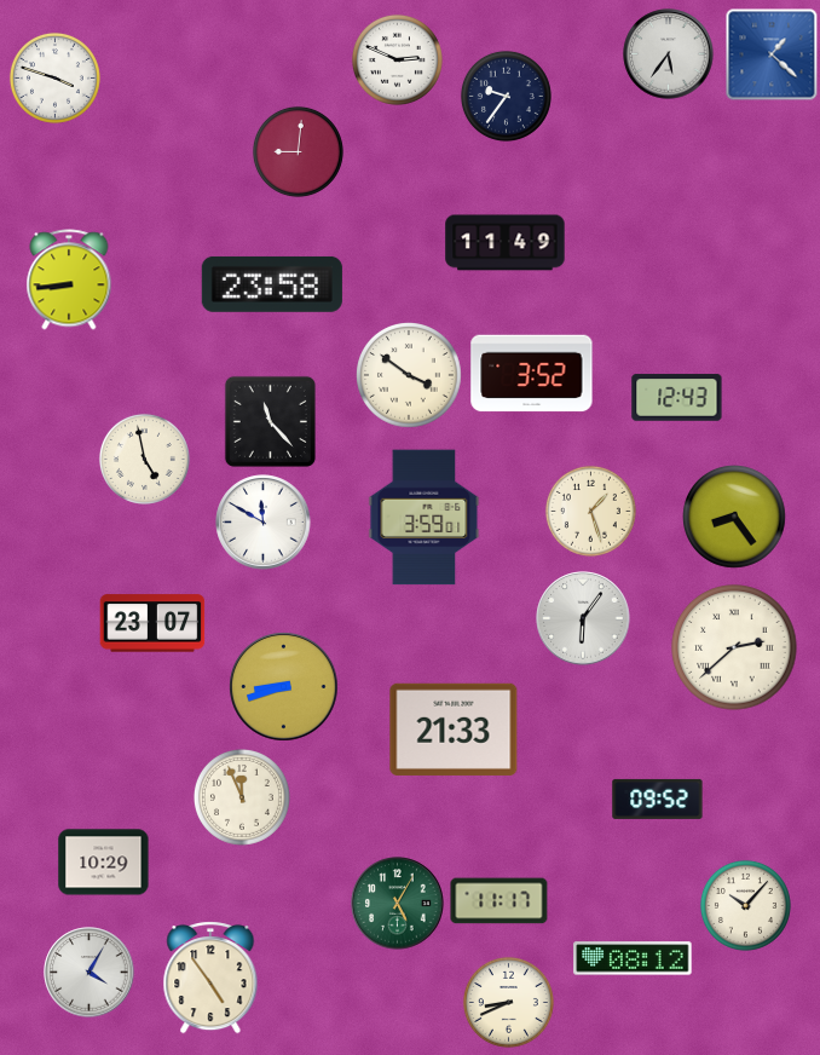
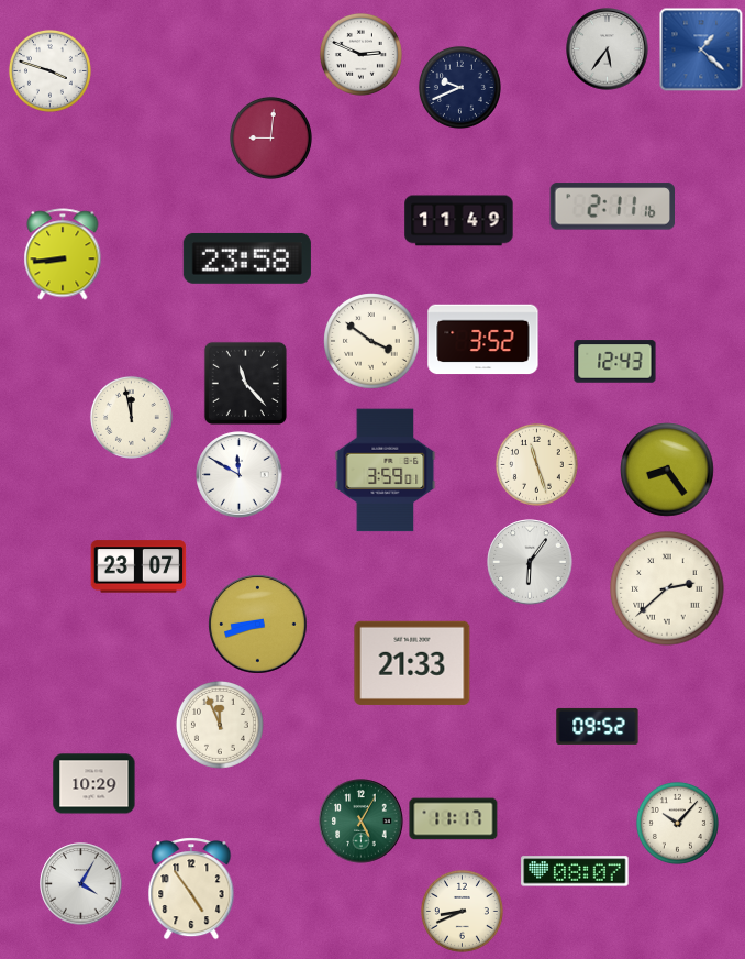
clock at (506, 96): 9:36 -> 9:41
clock at (612, 207): none -> 2:11
clock at (144, 459): 4:58 -> 11:58
clock at (590, 511): 1:27 -> 11:27
clock at (633, 958): 08:12 -> 08:07
